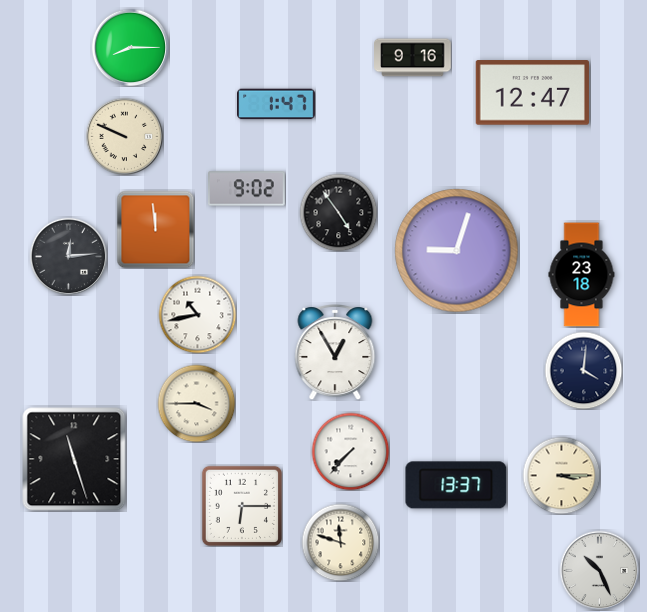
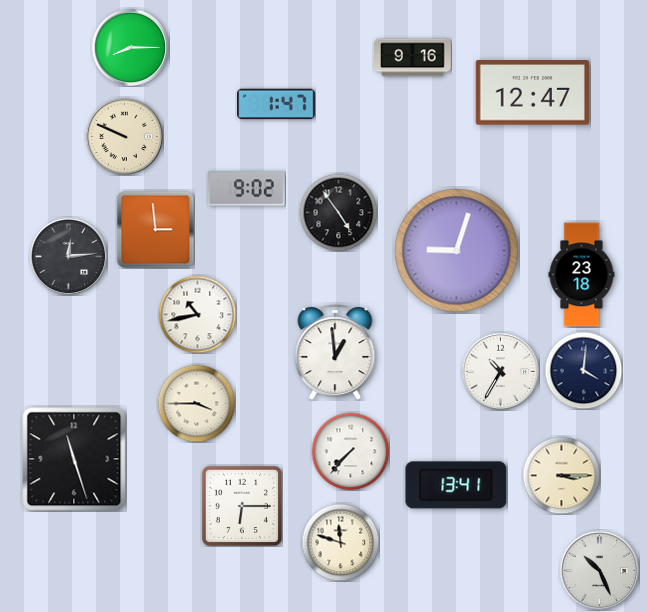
clock at (155, 229): 11:59 -> 2:59
clock at (335, 352): 12:55 -> 12:59
clock at (500, 371): none -> 10:35
clock at (456, 485): 13:37 -> 13:41
